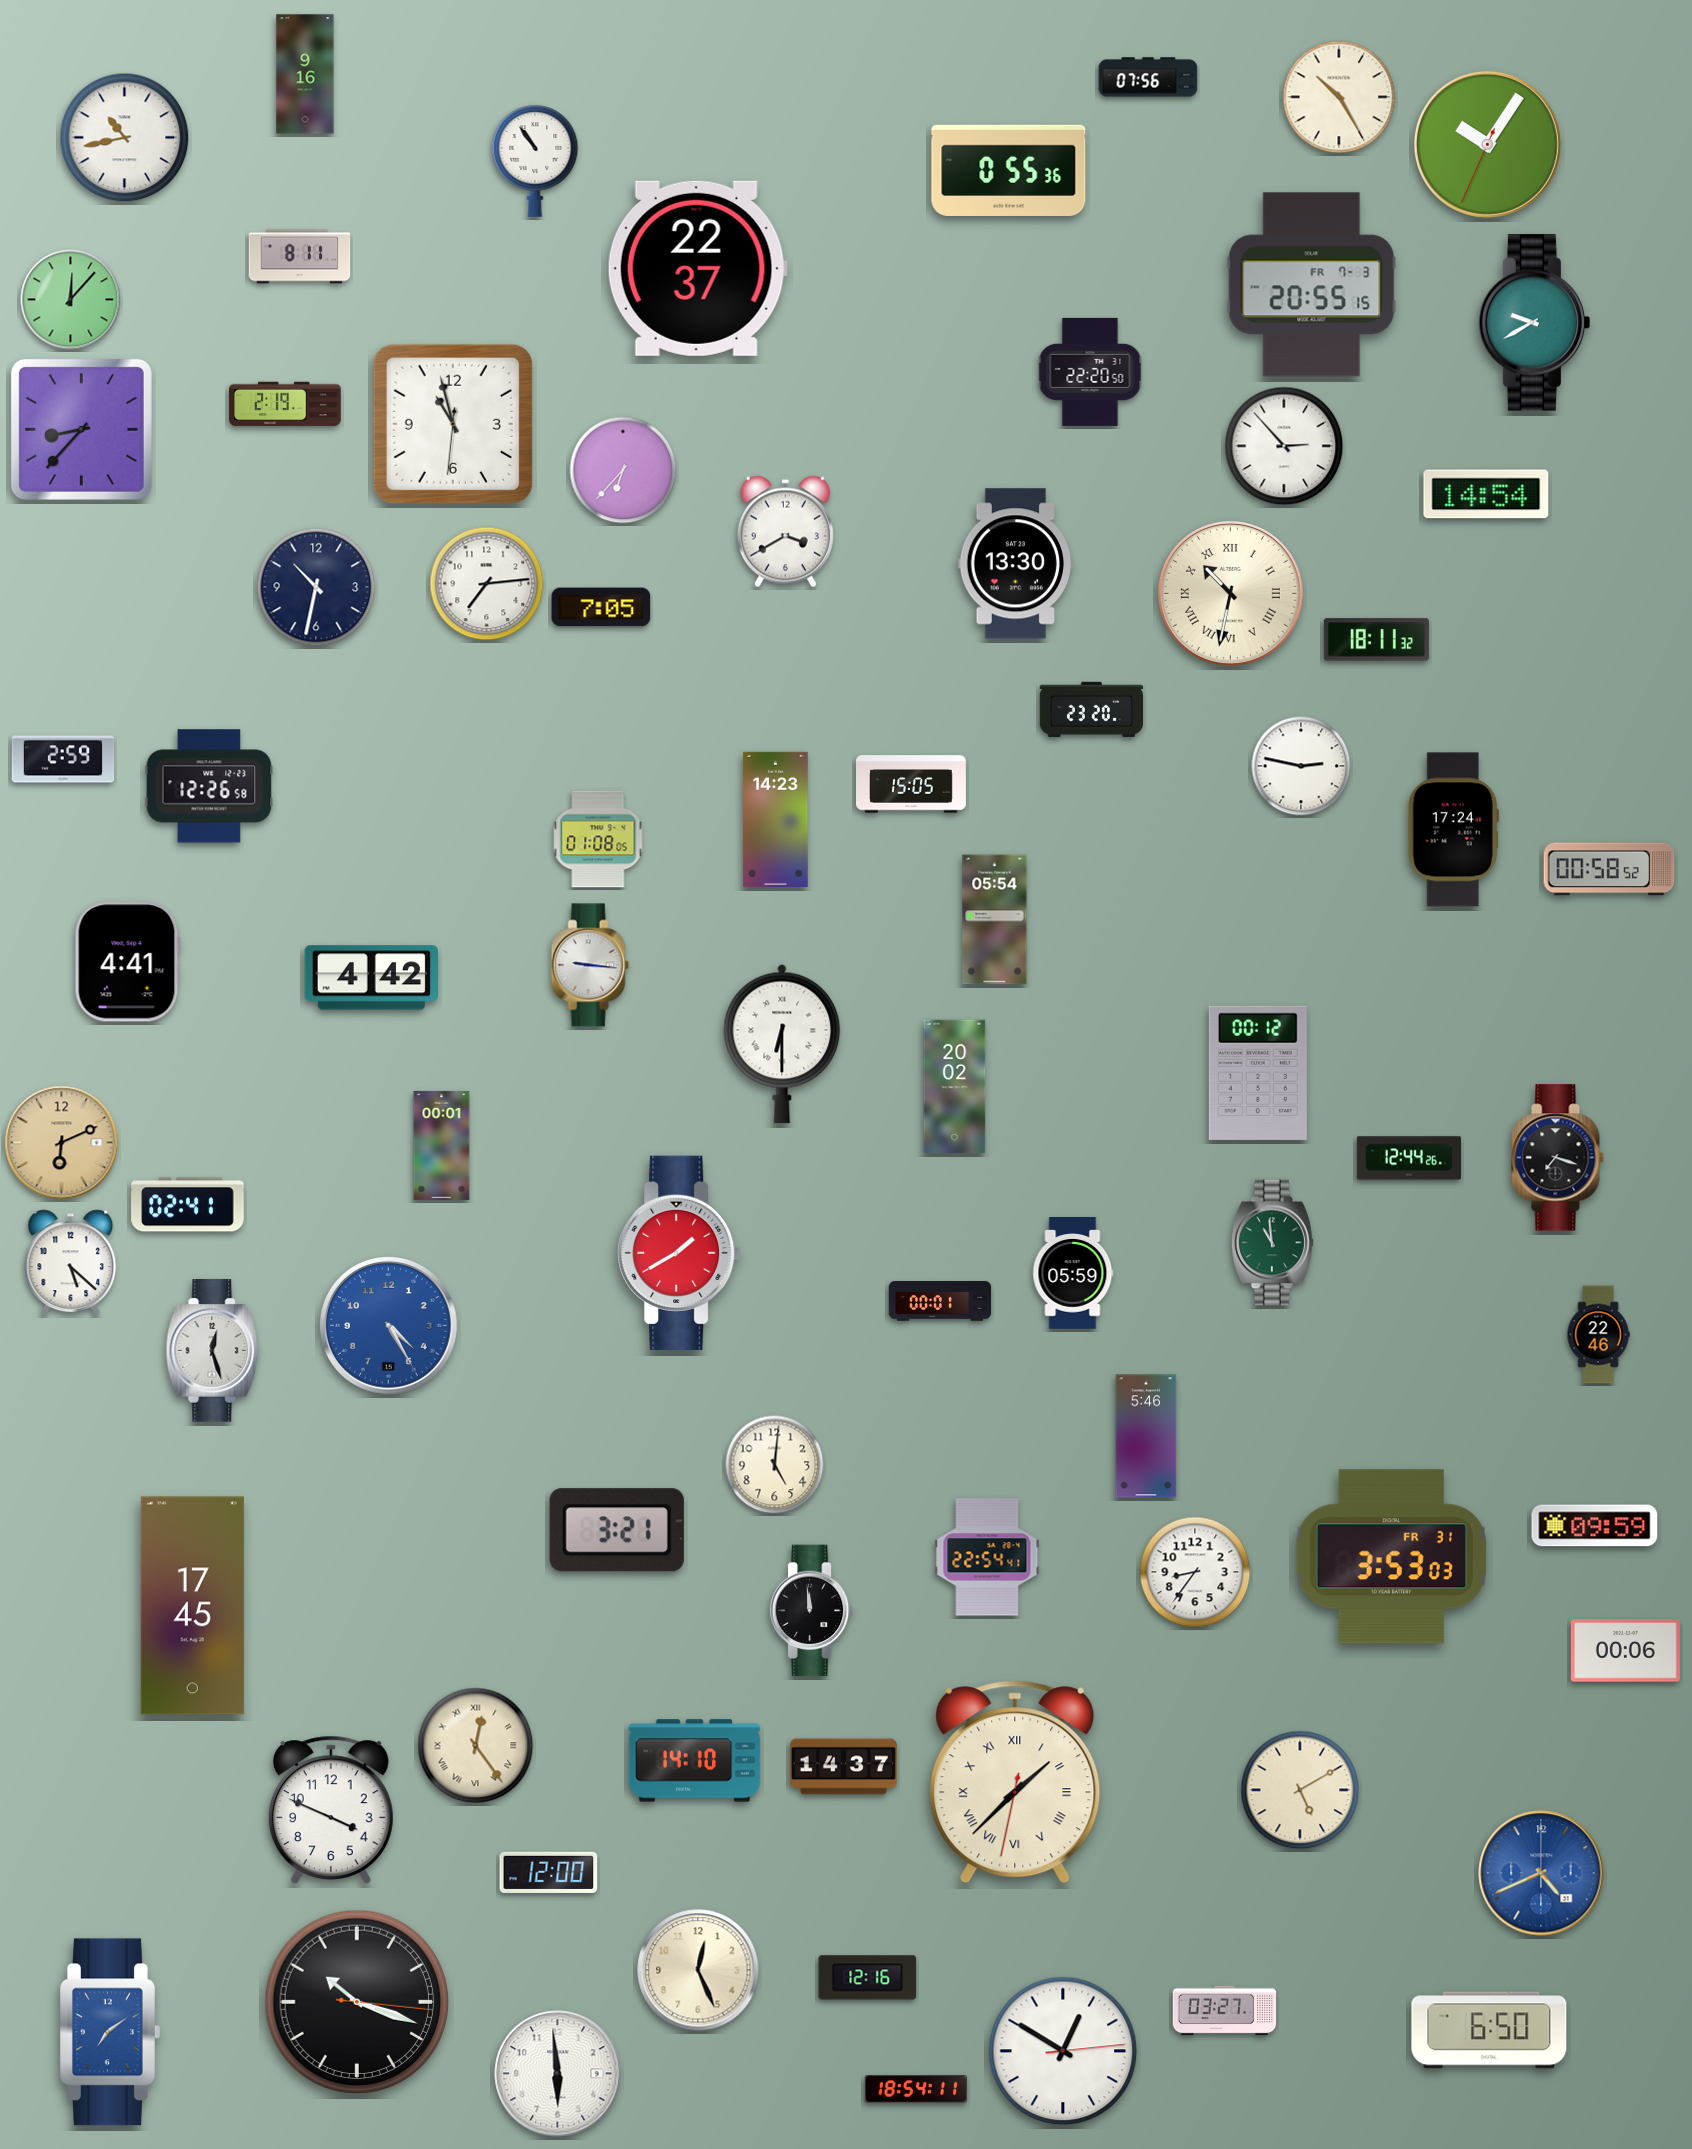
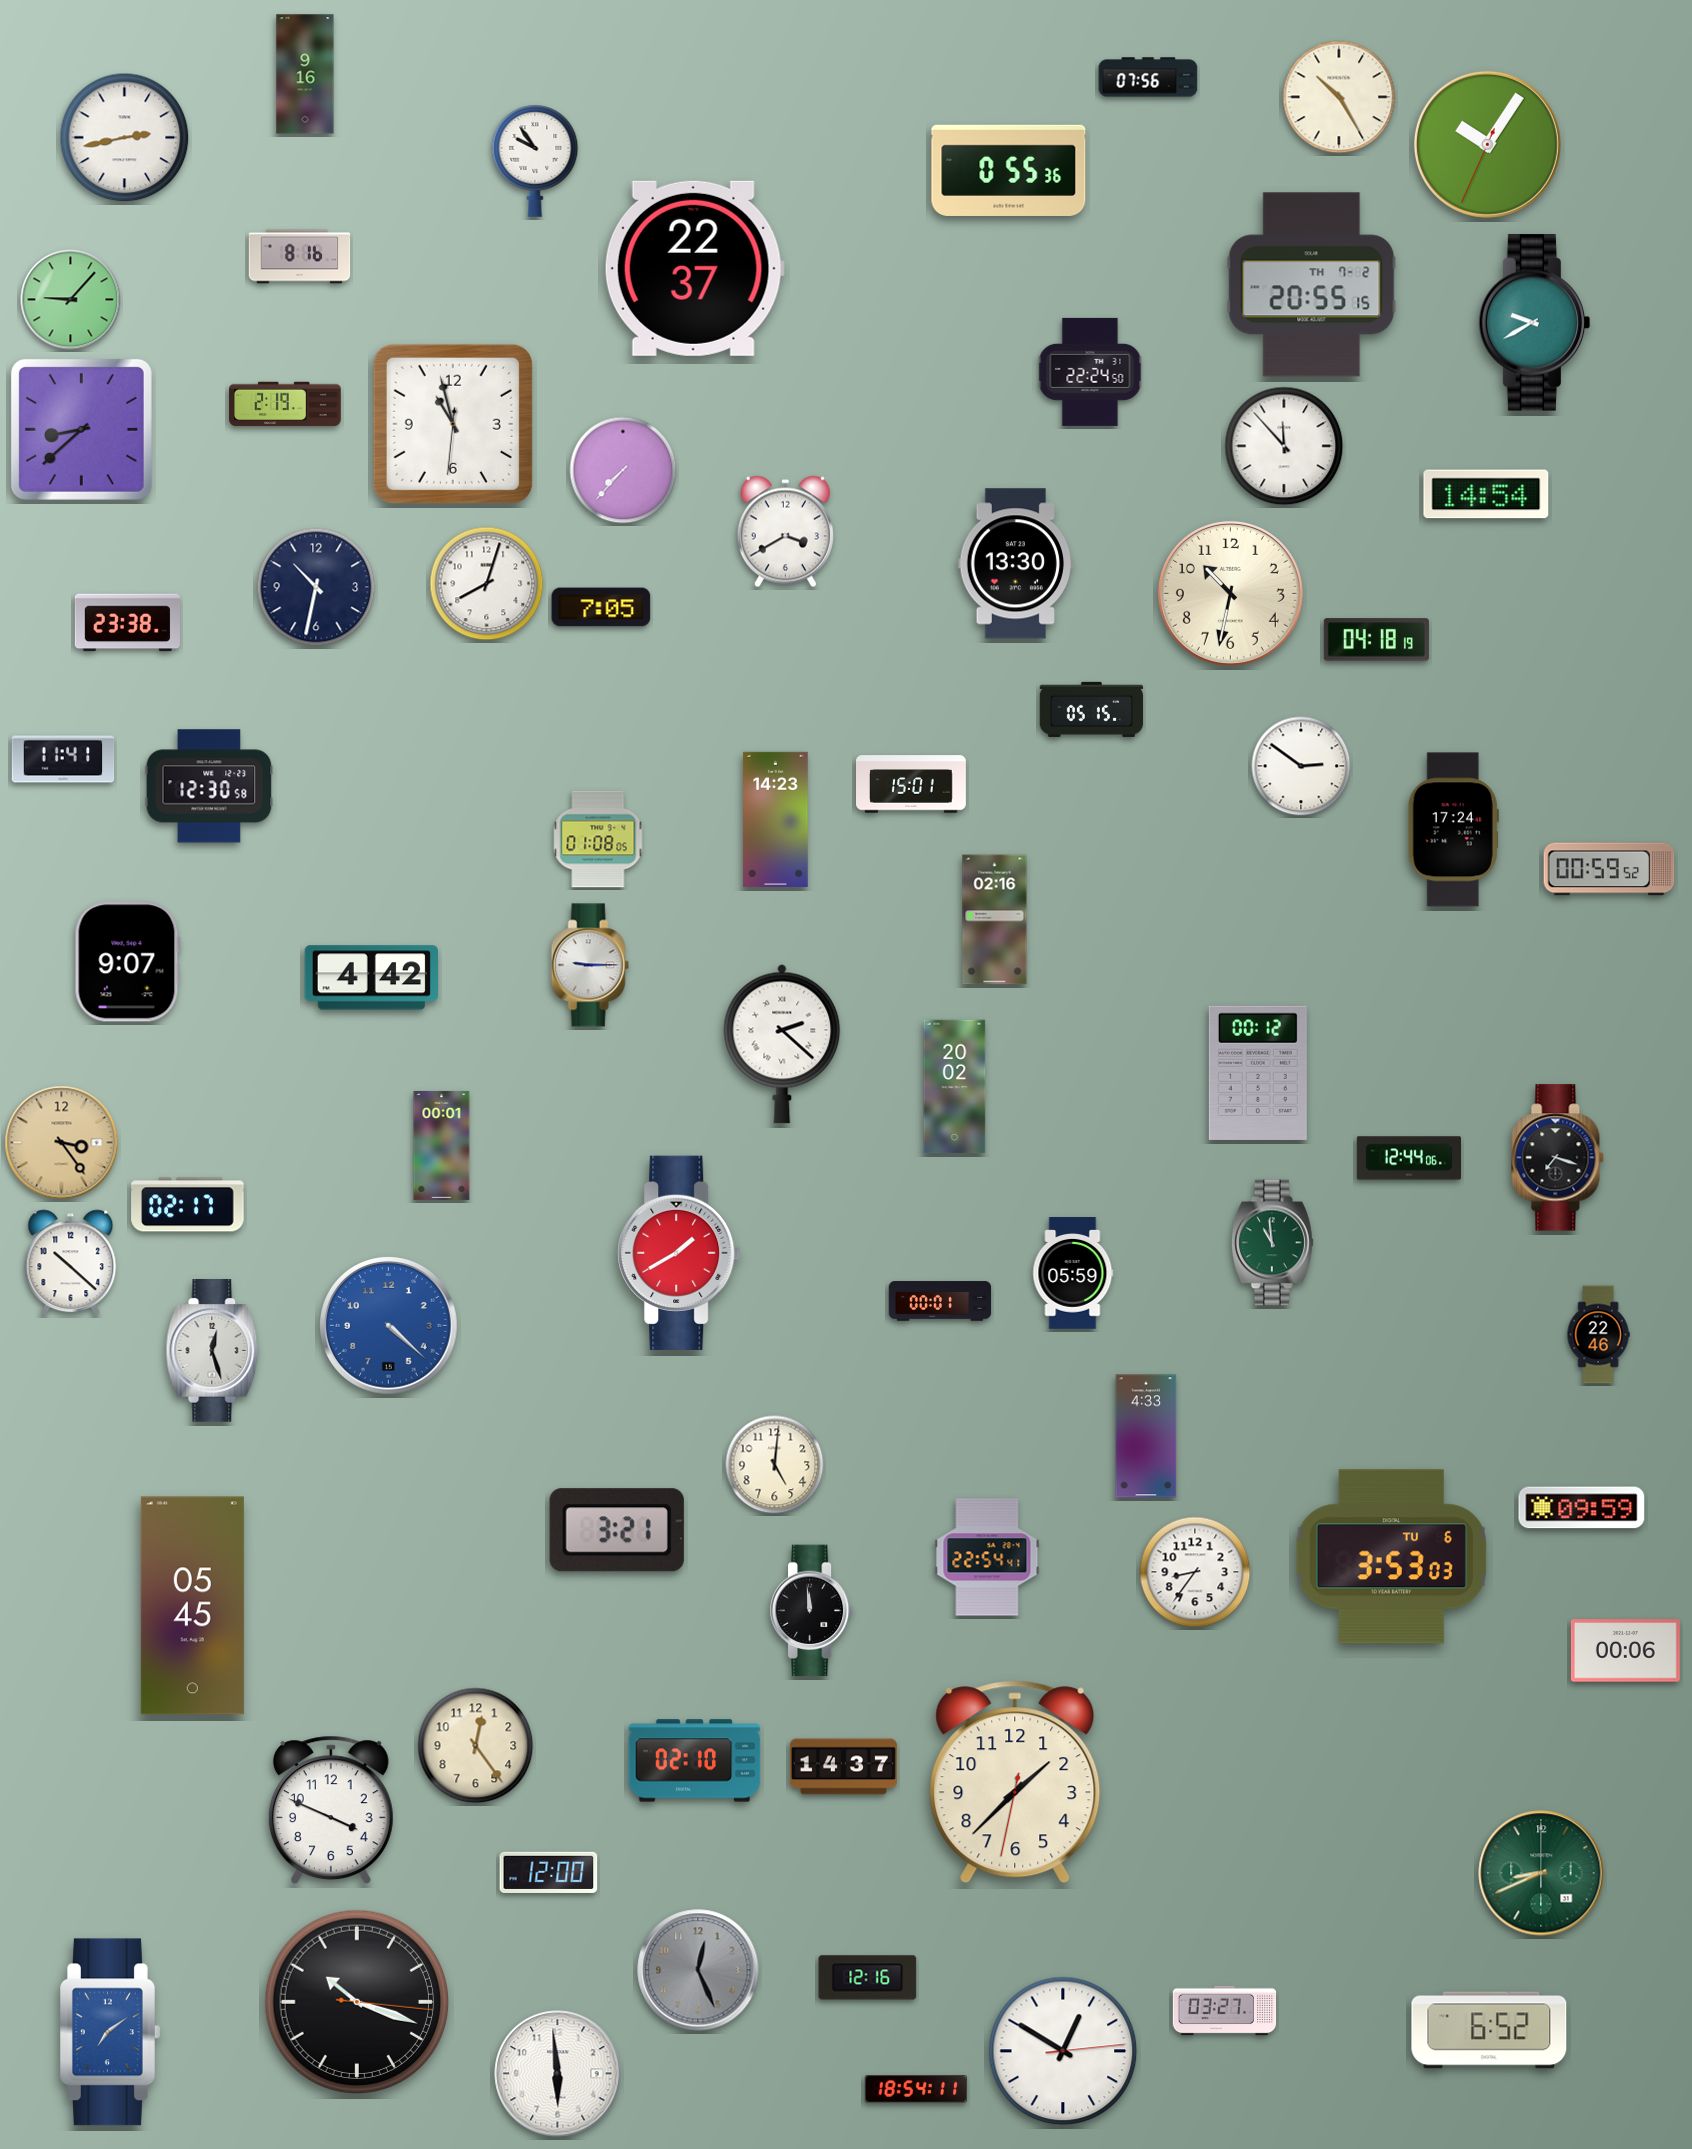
clock at (125, 138): 10:43 -> 2:43
clock at (535, 161): 10:54 -> 9:54
clock at (300, 257): 8:11 -> 8:16
clock at (697, 268) position: (697, 268) -> (694, 268)
clock at (1312, 285) date: FR 7-3 -> TH 7-2
clock at (71, 300): 12:07 -> 9:07
clock at (1090, 372): 22:20 -> 22:24
clock at (81, 429): 8:37 -> 8:38
clock at (1284, 446): 2:53 -> 11:53
clock at (623, 470): 6:37 -> 7:37
clock at (487, 584): 7:14 -> 8:03
clock at (1230, 593) numerals: Roman -> Arabic
clock at (127, 623): none -> 23:38
clock at (1376, 640): 18:11 -> 04:18
clock at (1092, 709): 23:20 -> 05:15
clock at (63, 759): 2:59 -> 11:41
clock at (1301, 766): 2:47 -> 2:51
clock at (912, 784): 15:05 -> 15:01
clock at (209, 786): 12:26 -> 12:30
clock at (1609, 869): 00:58 -> 00:59
clock at (995, 920): 05:54 -> 02:16
clock at (127, 962): 4:41 -> 9:07
clock at (590, 965): 9:16 -> 9:15
clock at (782, 1044): 6:30 -> 2:22
clock at (62, 1143): 6:11 -> 3:24
clock at (1408, 1158): 12:44:26 -> 12:44:06
clock at (188, 1205): 02:41 -> 02:17
clock at (71, 1263): 5:22 -> 10:22
clock at (389, 1326): 4:25 -> 4:22
clock at (1146, 1436): 5:46 -> 4:33
clock at (1595, 1526) position: (1595, 1526) -> (1582, 1508)
clock at (1391, 1557) date: FR 31 -> TU 6
clock at (192, 1606): 17:45 -> 05:45
clock at (476, 1746) numerals: Roman -> Arabic
clock at (695, 1761): 14:10 -> 02:10
clock at (1015, 1782) numerals: Roman -> Arabic
clock at (1300, 1790): 5:10 -> none
clock at (1541, 1873): 4:41 -> 8:41
clock at (1541, 1873) dial: blue -> green
clock at (698, 1970) dial: cream -> grey
clock at (1489, 2030): 6:50 -> 6:52
